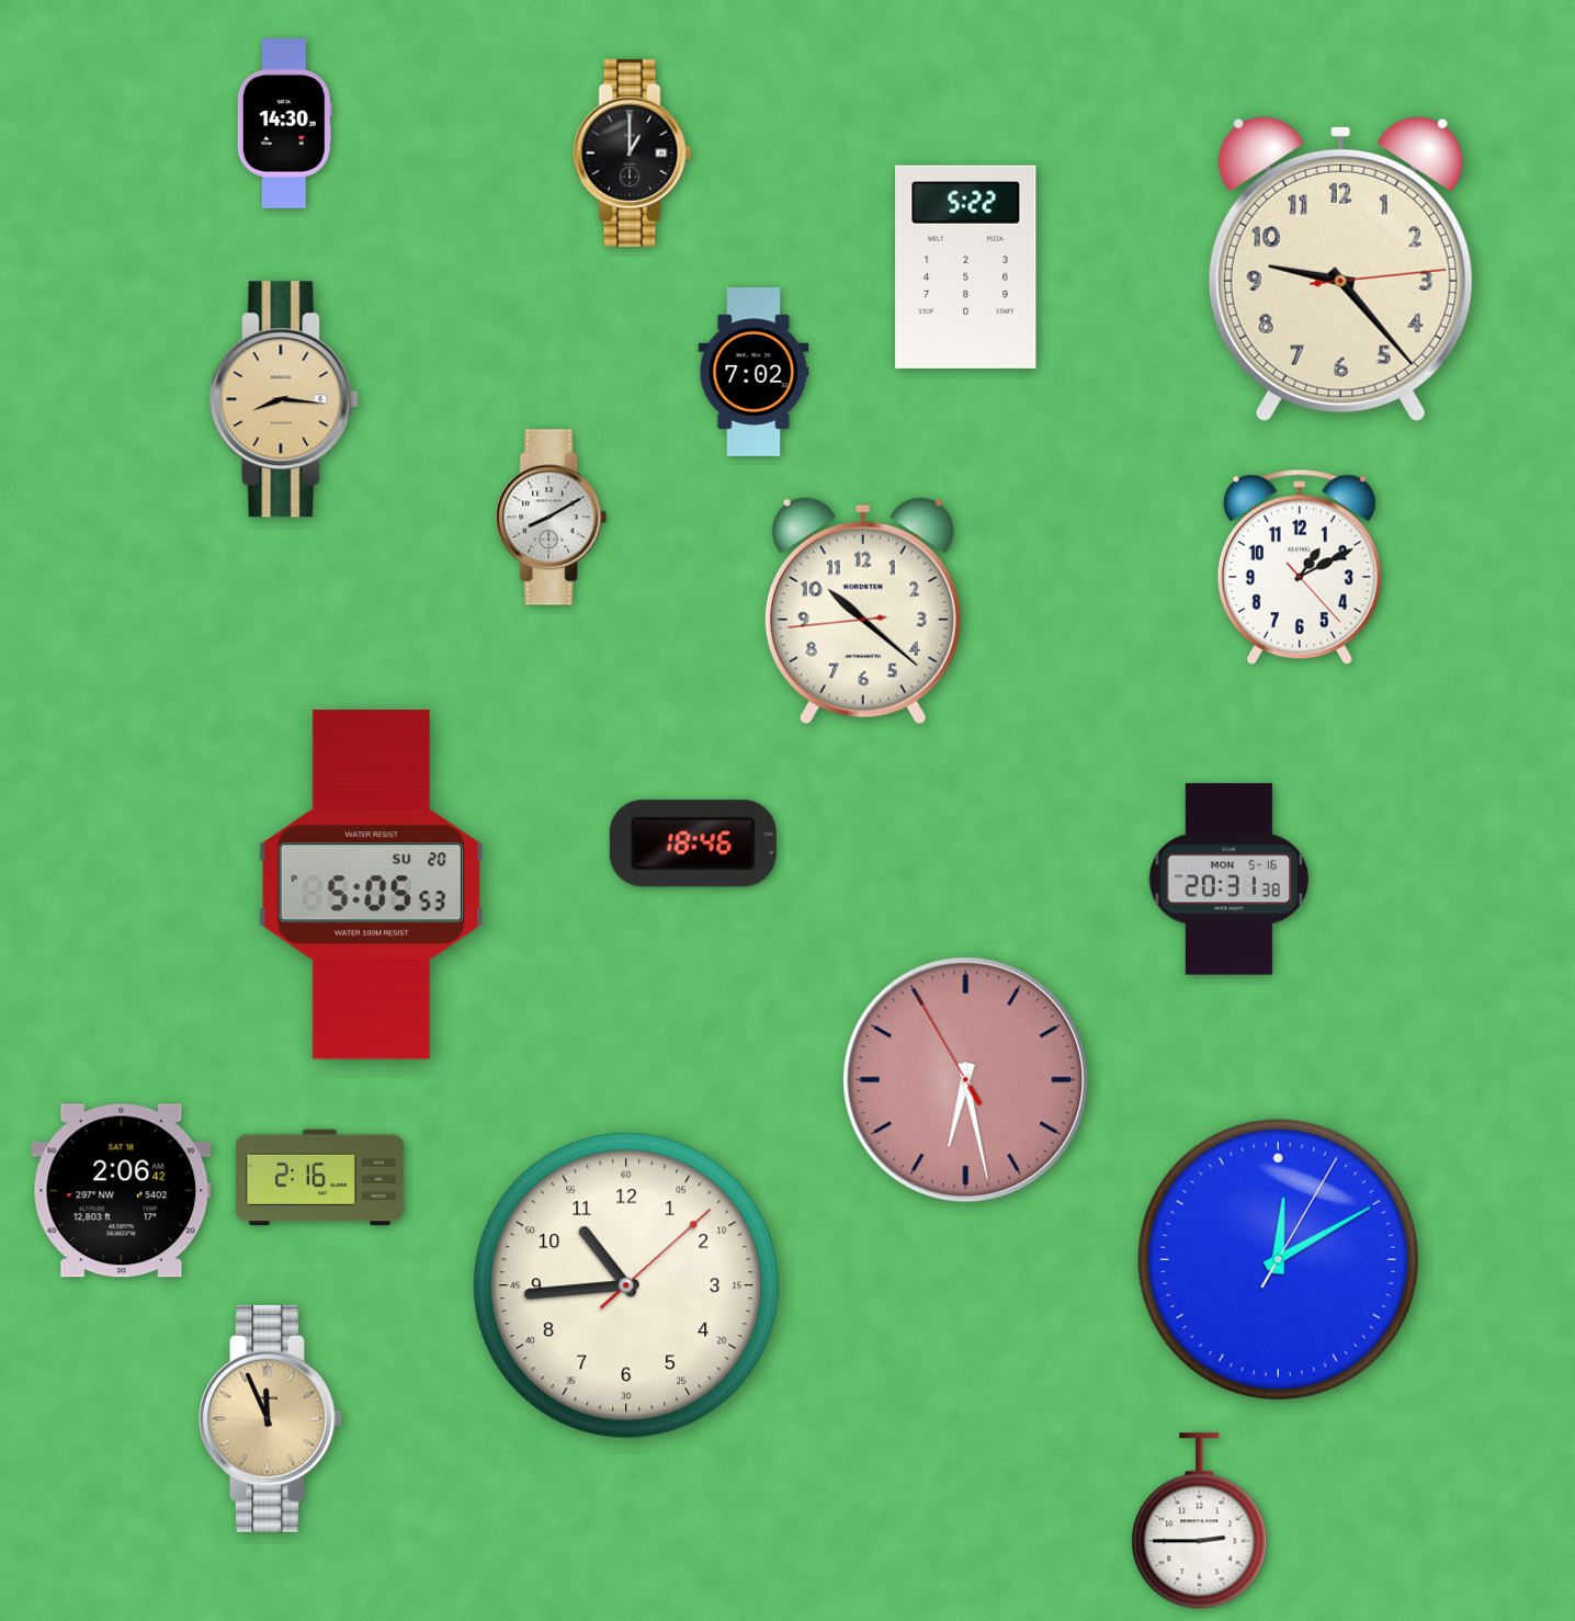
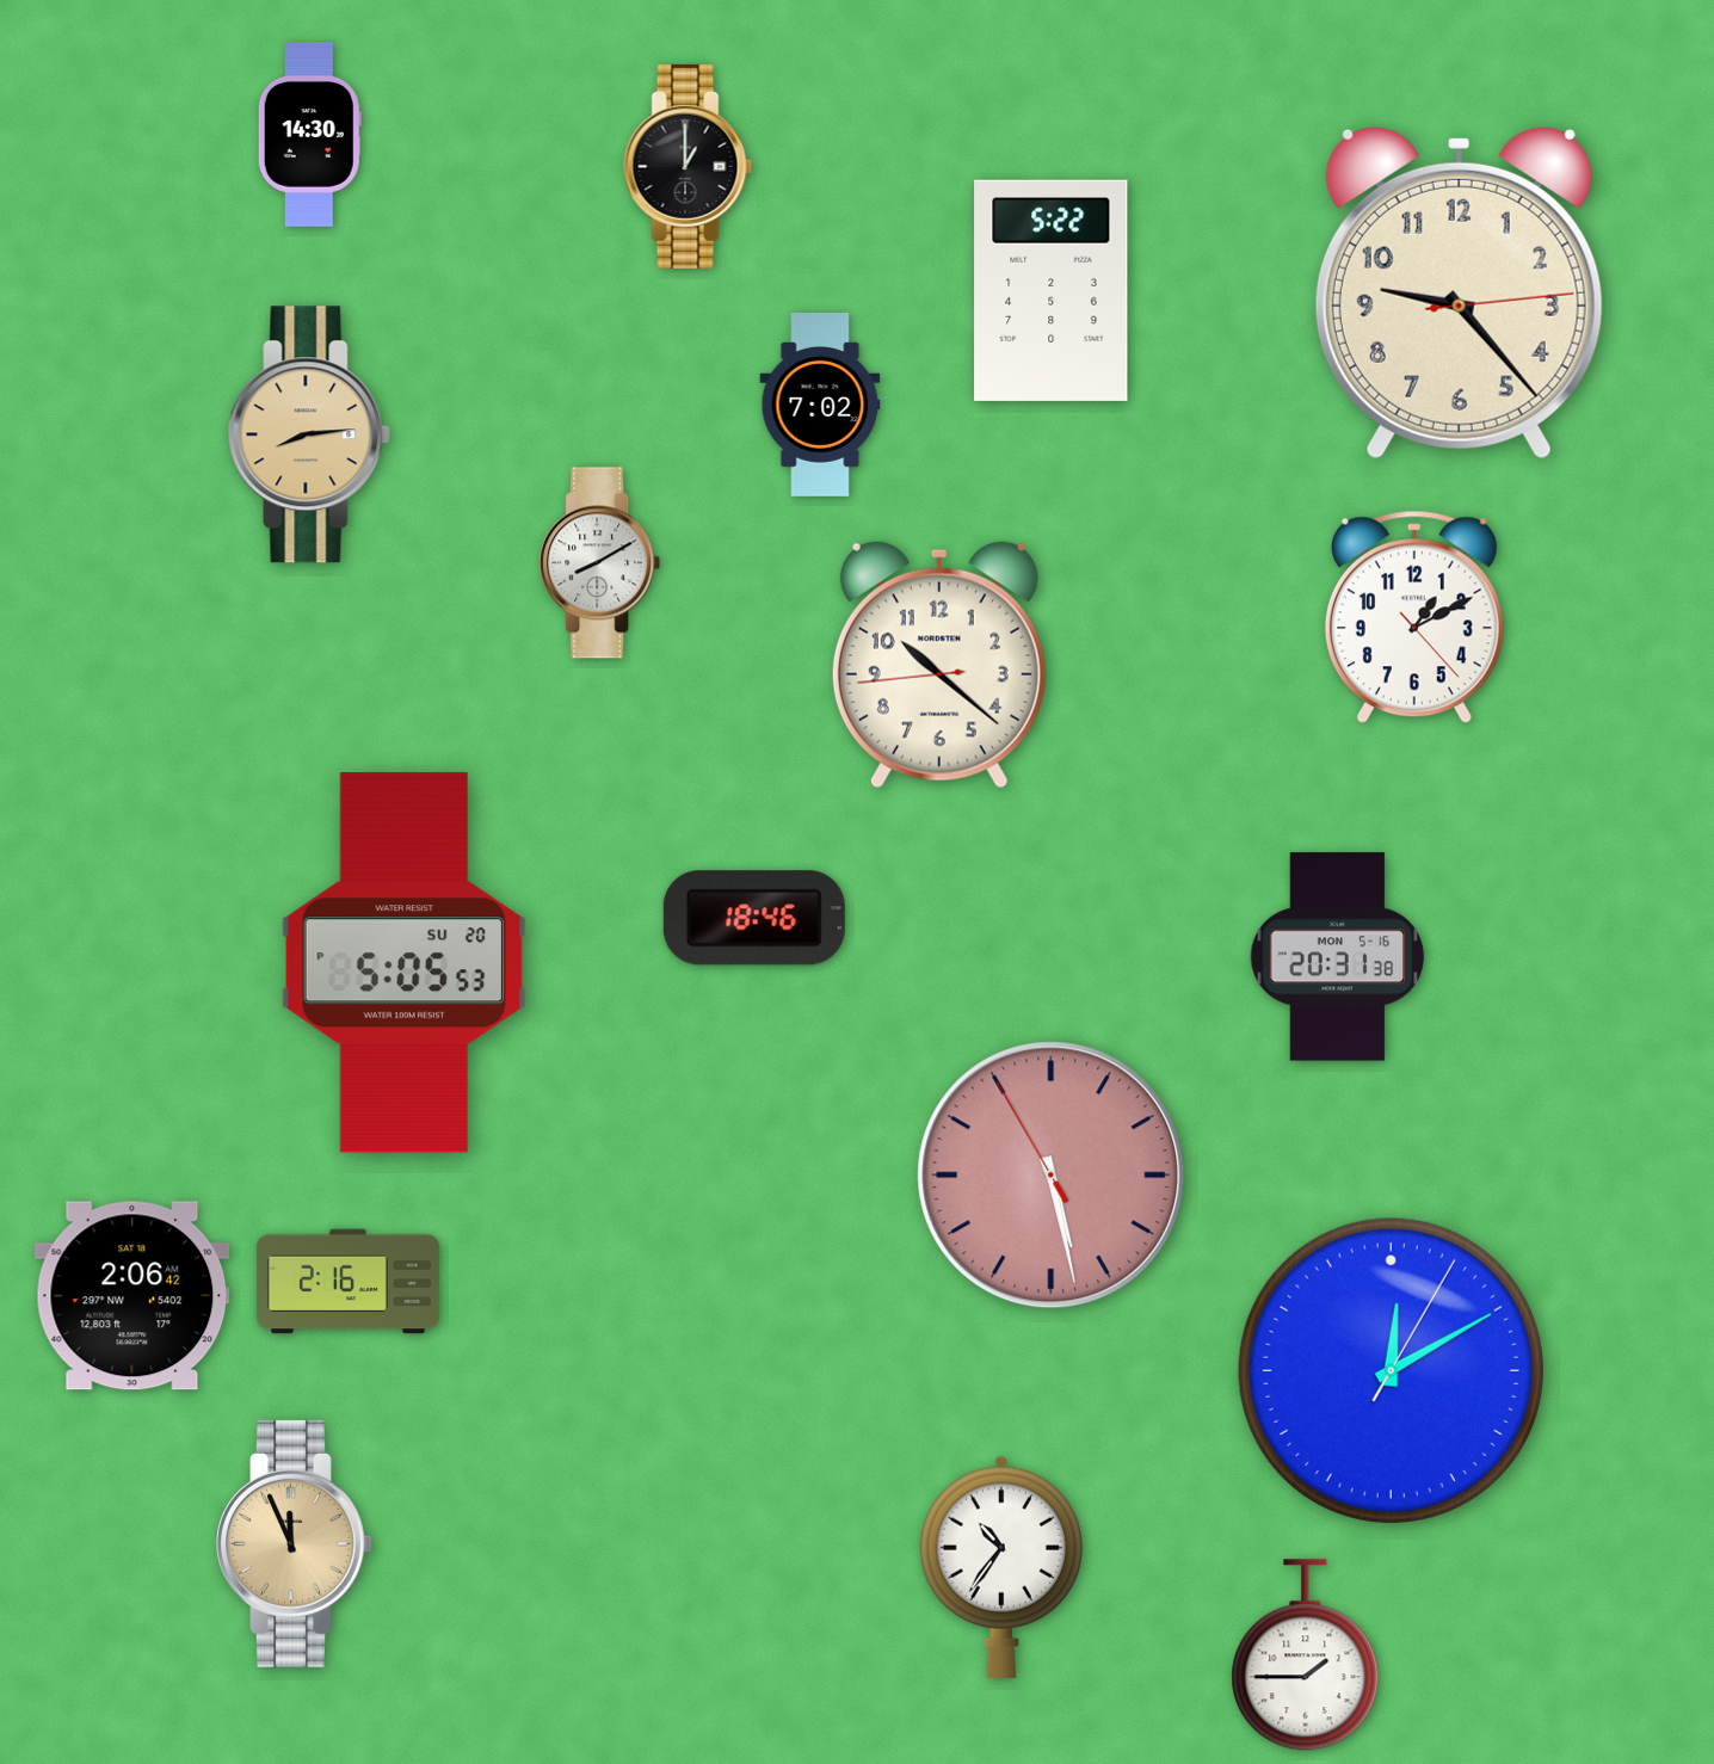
clock at (284, 399): 8:16 -> 8:14
clock at (966, 1080): 6:27 -> 5:27
clock at (626, 1285): 10:44 -> none
clock at (1001, 1567): none -> 10:36
clock at (1200, 1521): 2:45 -> 1:45
